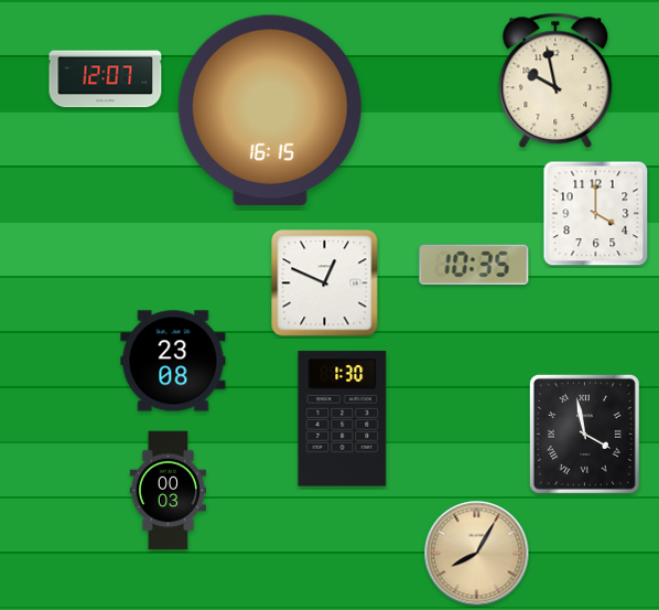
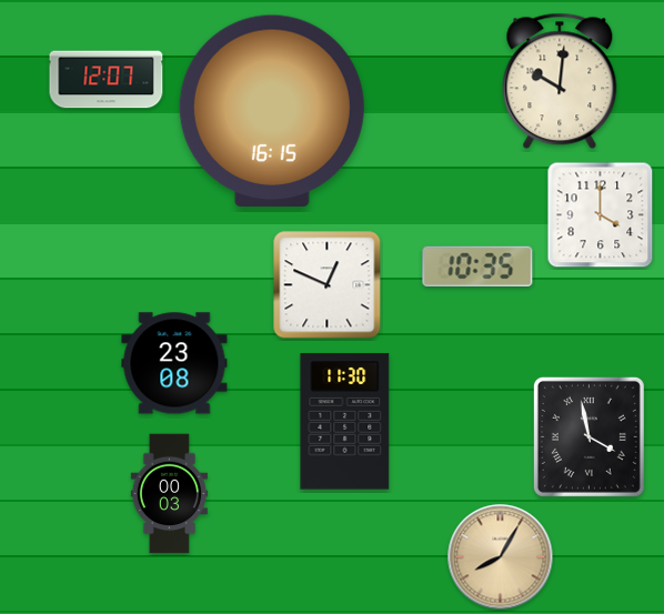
clock at (555, 81): 9:58 -> 10:01
clock at (343, 419): 1:30 -> 11:30
clock at (477, 554) position: (477, 554) -> (501, 557)
